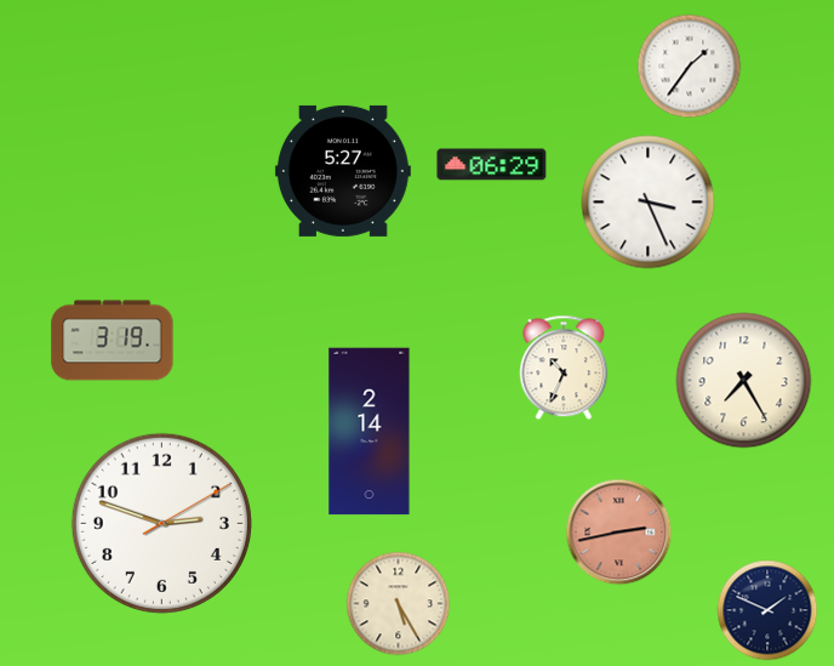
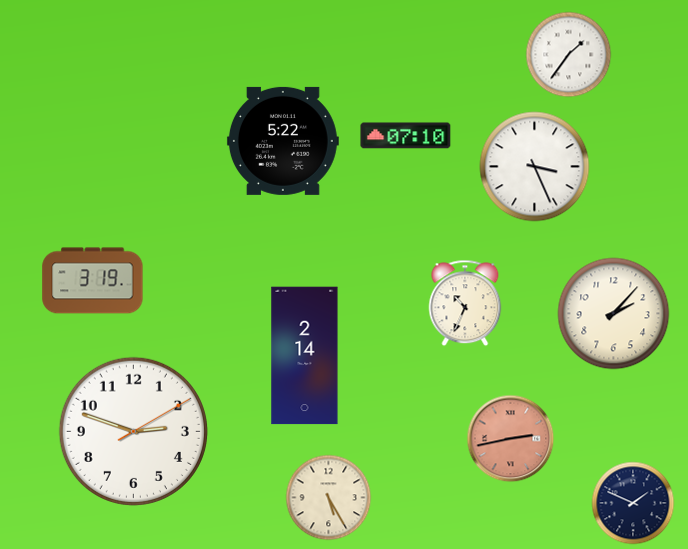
clock at (492, 165): 06:29 -> 07:10
clock at (343, 171): 5:27 -> 5:22
clock at (744, 381): 7:25 -> 2:07
